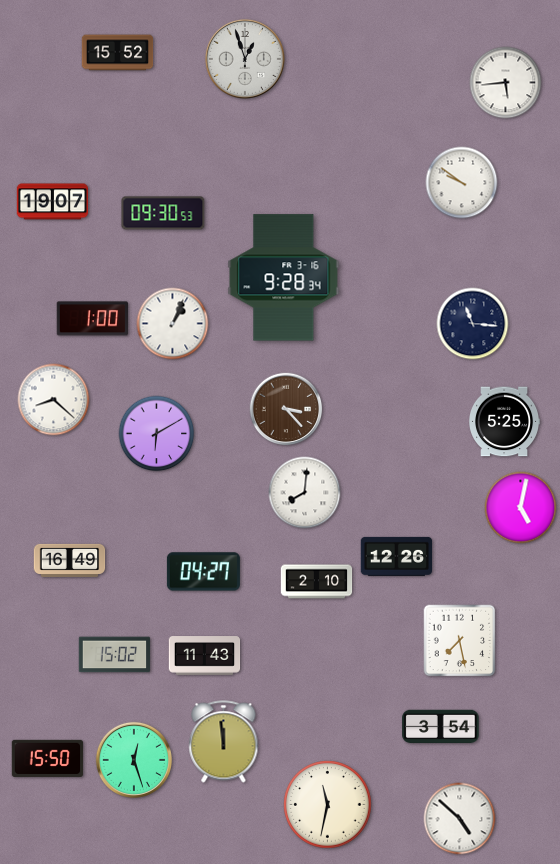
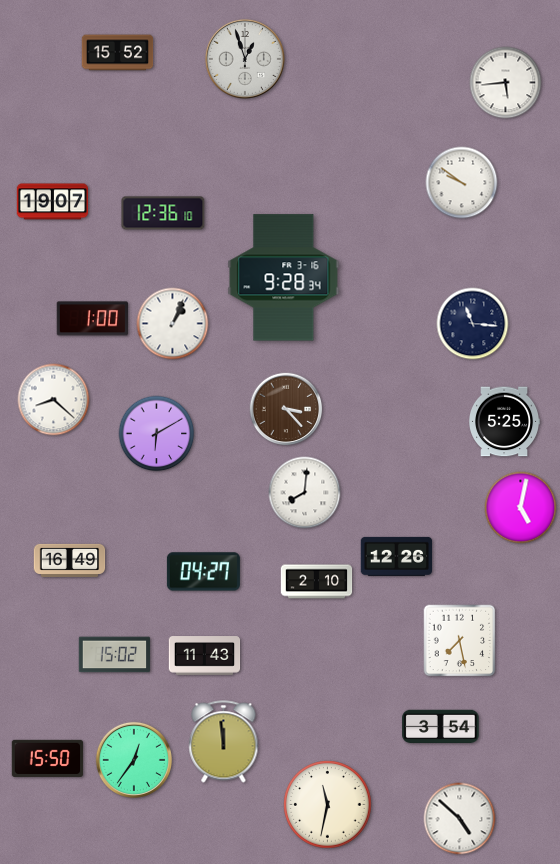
clock at (163, 213): 09:30 -> 12:36
clock at (134, 760): 12:27 -> 12:36
